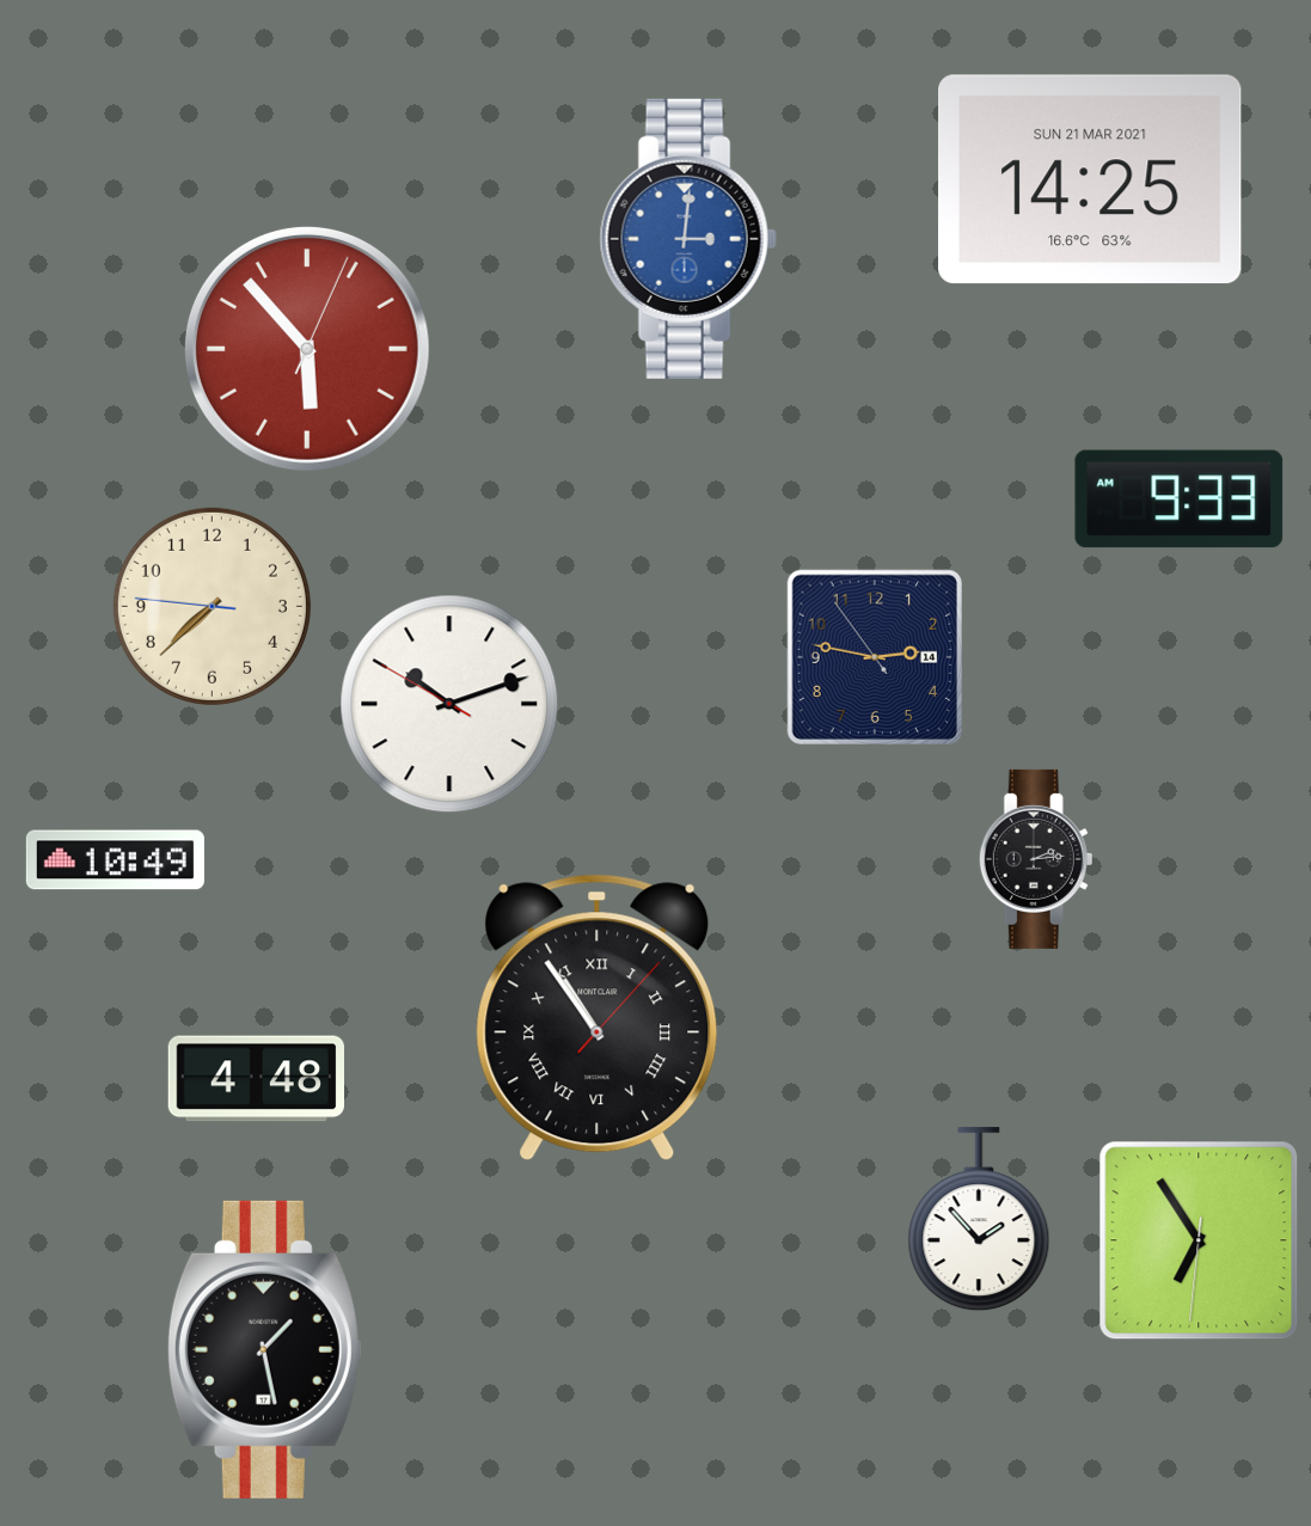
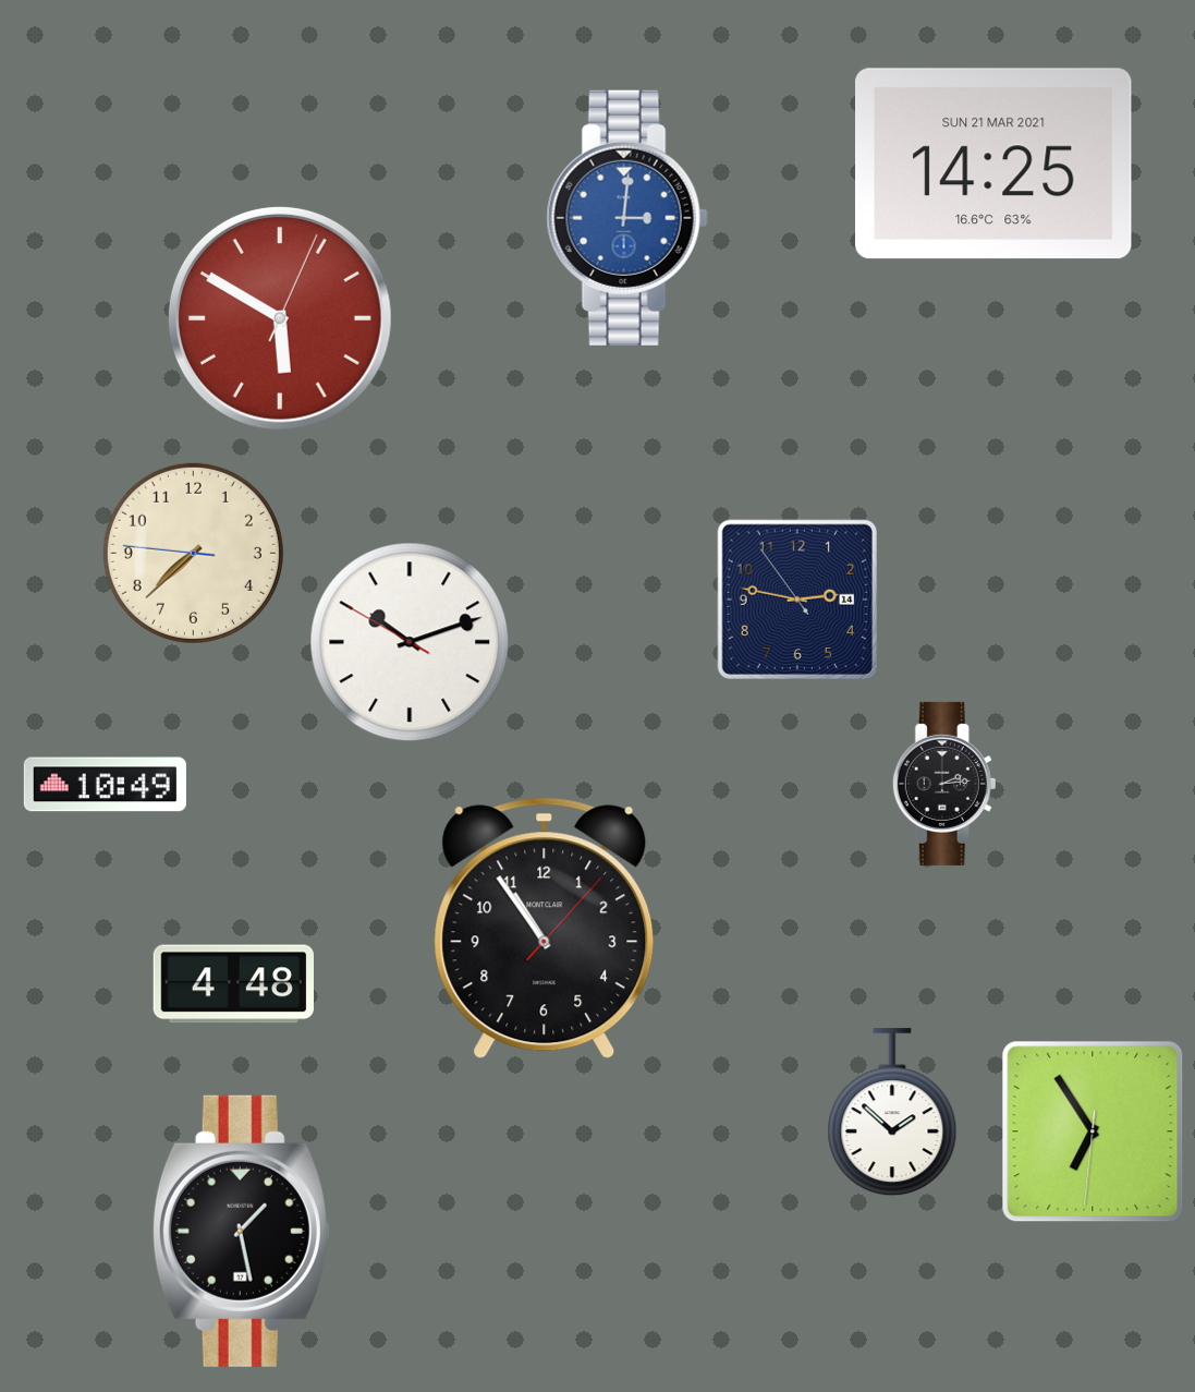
clock at (307, 349): 5:53 -> 5:50
clock at (1180, 500): 9:33 -> none
clock at (598, 1018) numerals: Roman -> Arabic
clock at (979, 1220): 1:53 -> 1:52
